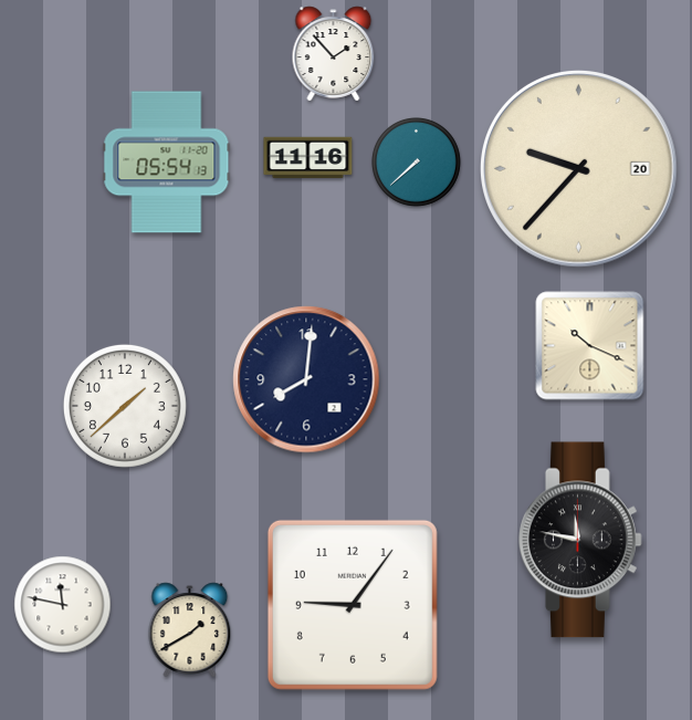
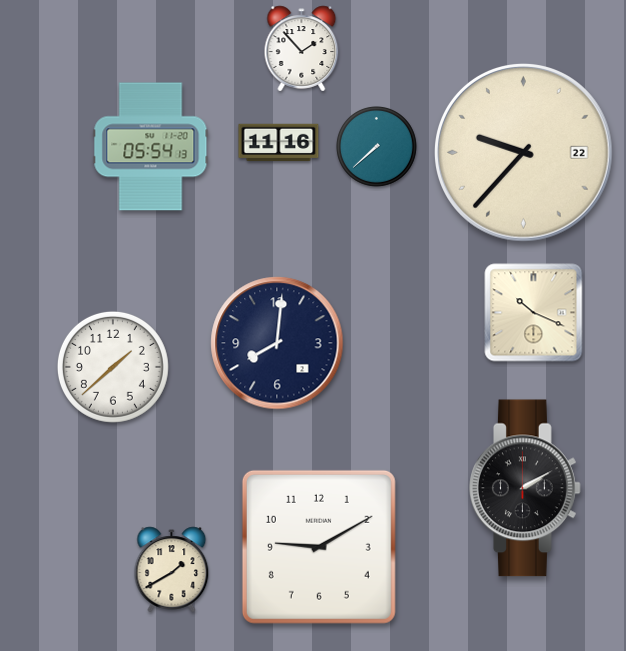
clock at (579, 169) date: 20 -> 22
clock at (580, 540): 11:47 -> 2:10
clock at (63, 605): 11:47 -> none
clock at (353, 605): 9:06 -> 9:10
